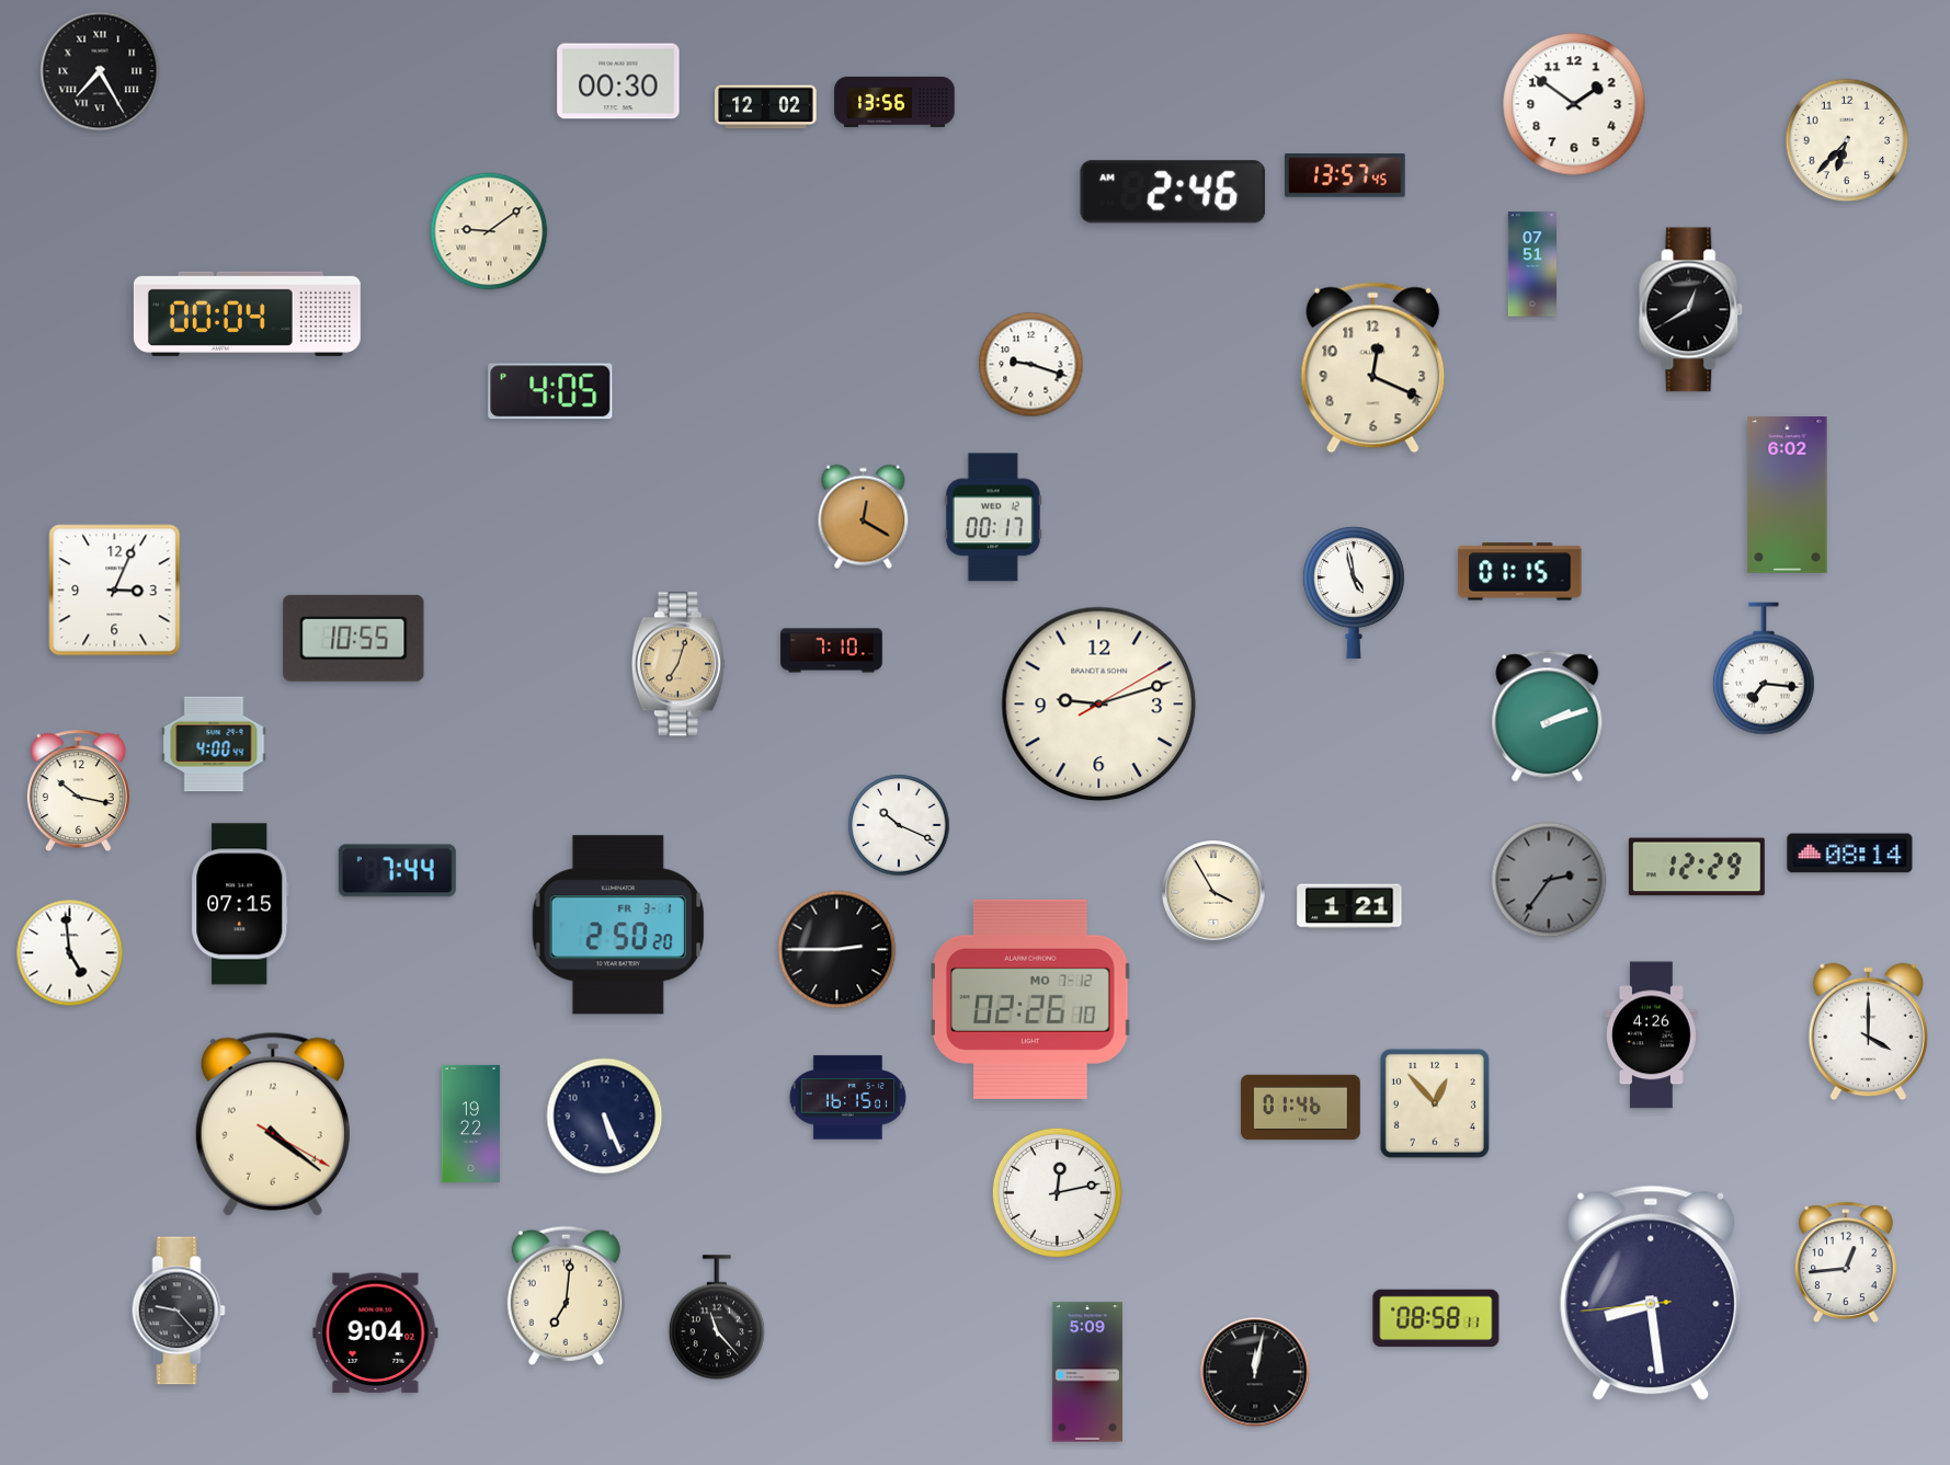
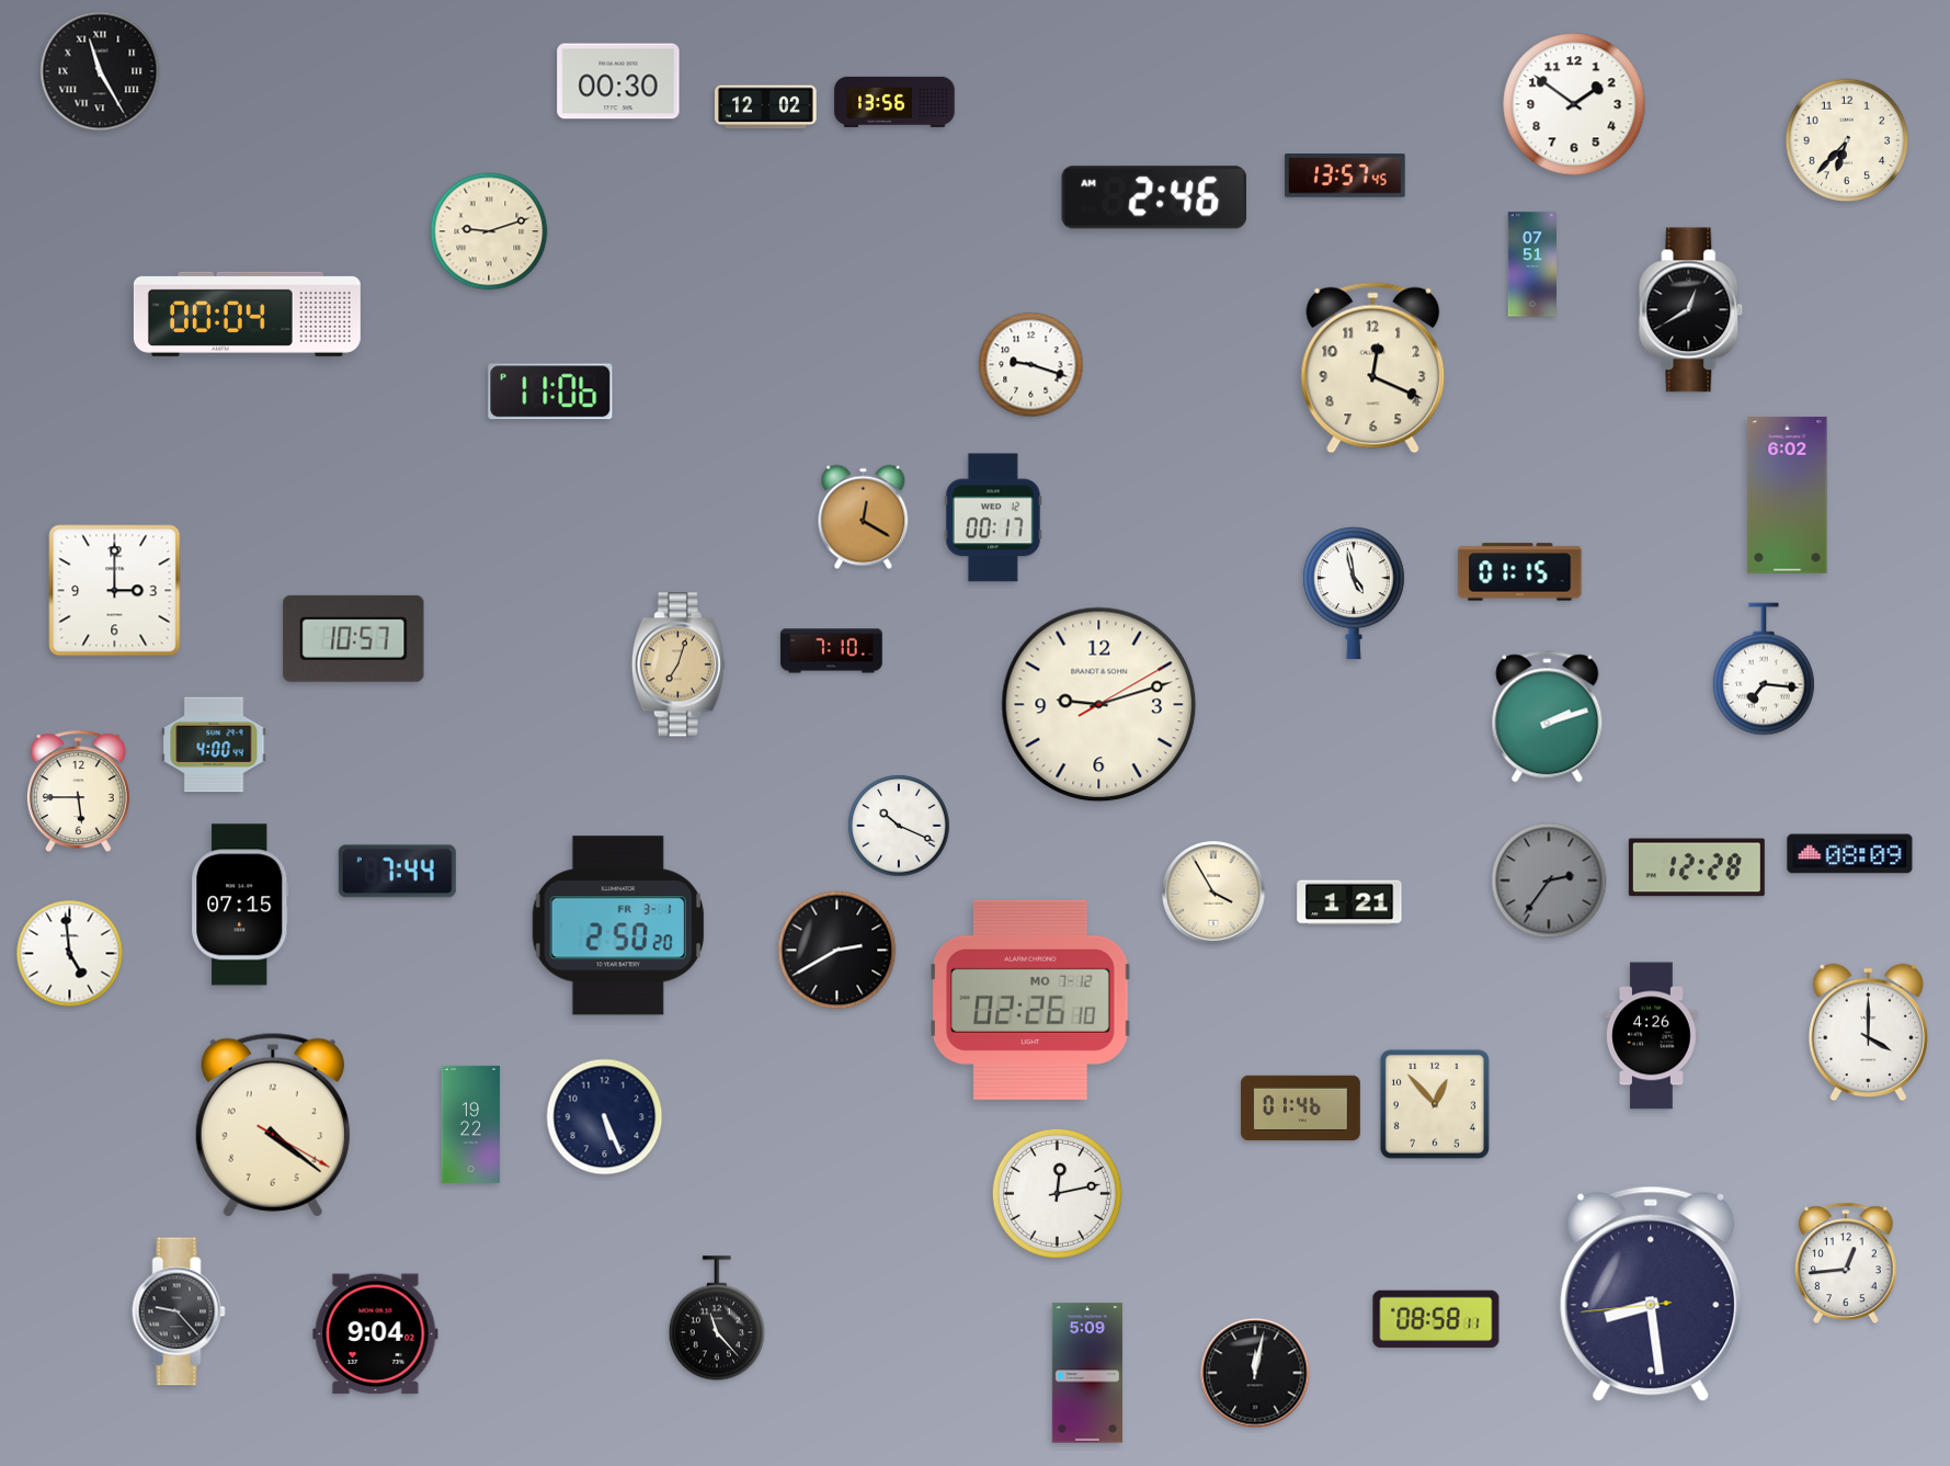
clock at (100, 71): 7:25 -> 11:25
clock at (1173, 192) position: (1173, 192) -> (1154, 197)
clock at (489, 231): 9:09 -> 9:12
clock at (550, 391): 4:05 -> 11:06
clock at (115, 591): 3:04 -> 3:00
clock at (354, 638): 10:55 -> 10:57
clock at (78, 791): 10:17 -> 5:45
clock at (1850, 854): 08:14 -> 08:09
clock at (1697, 867): 12:29 -> 12:28
clock at (1349, 906) position: (1349, 906) -> (1349, 902)
clock at (837, 950): 2:45 -> 2:40
clock at (847, 1098): 16:15 -> none
clock at (566, 1295): 7:01 -> none
